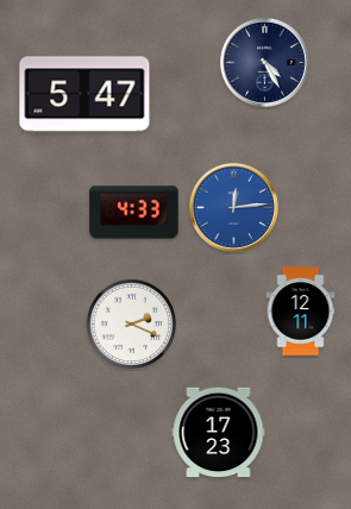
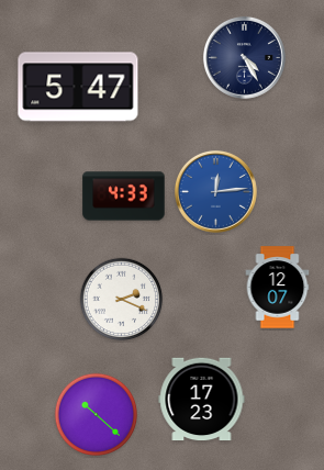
clock at (301, 312): 12:11 -> 12:07
clock at (97, 415): none -> 10:22
